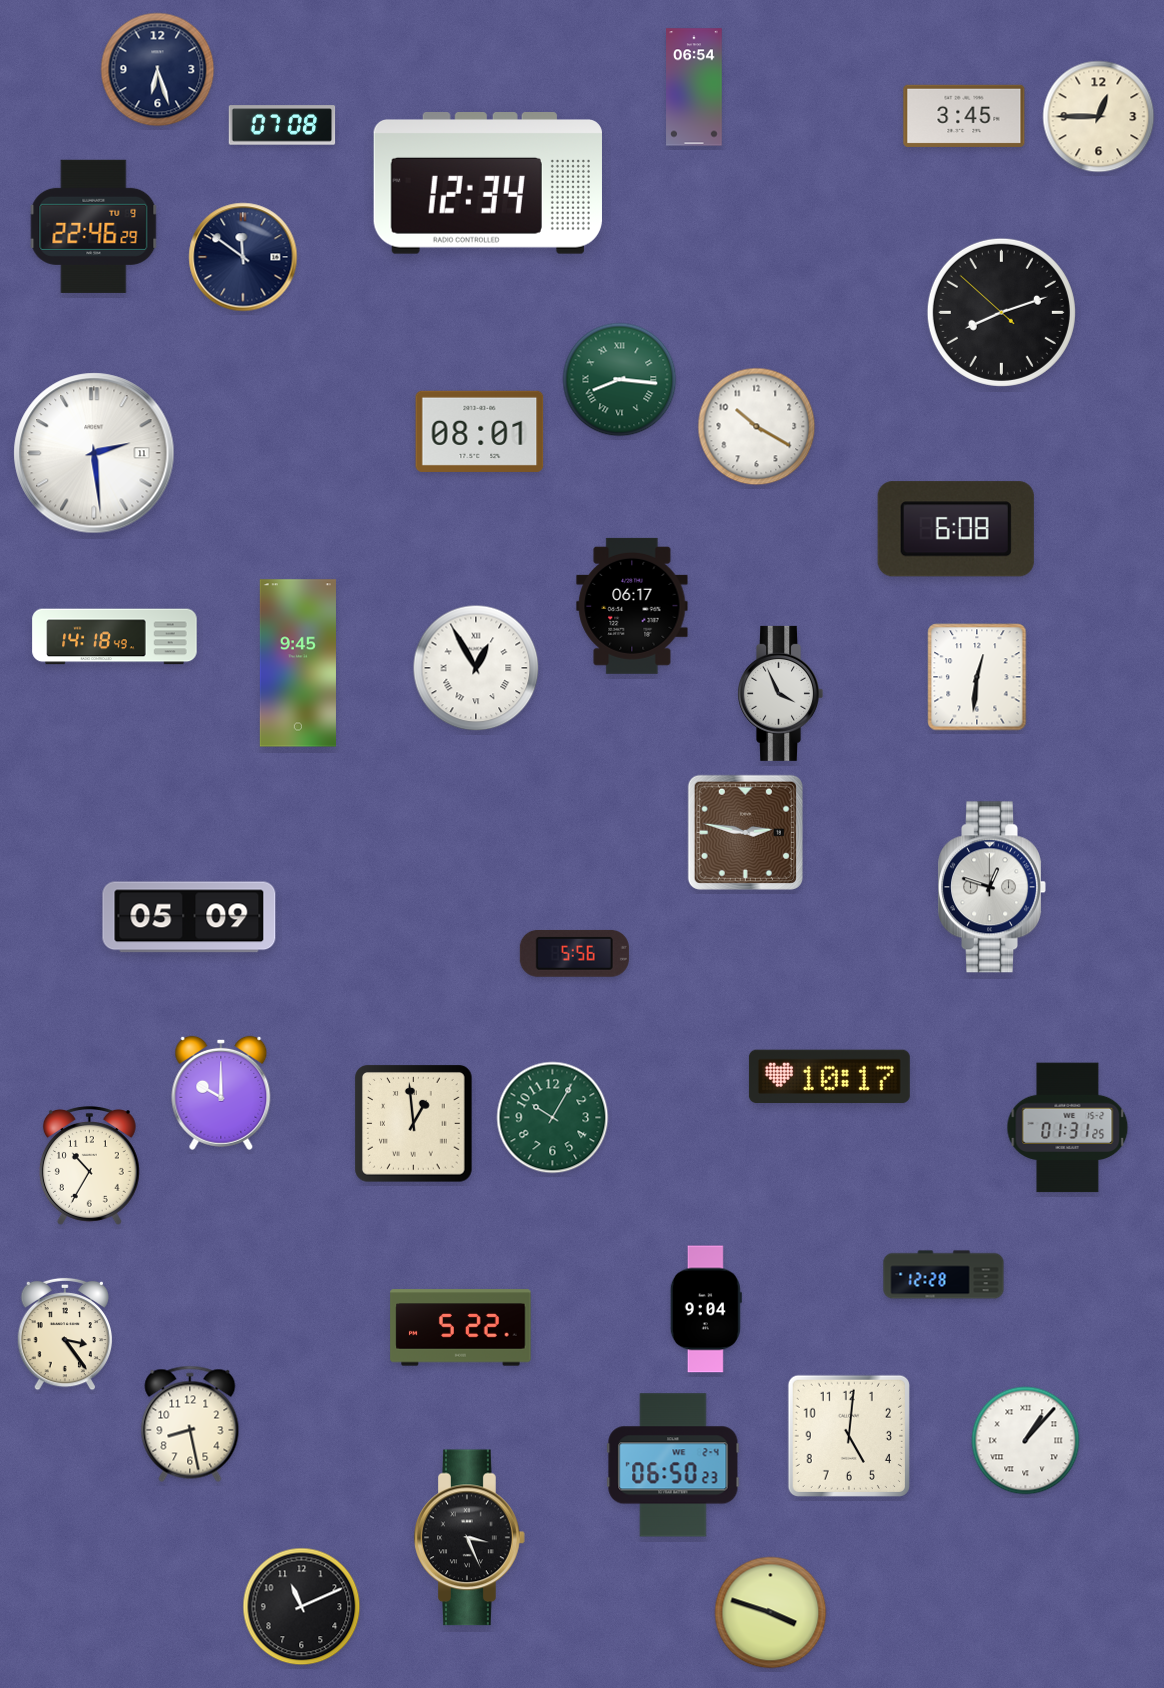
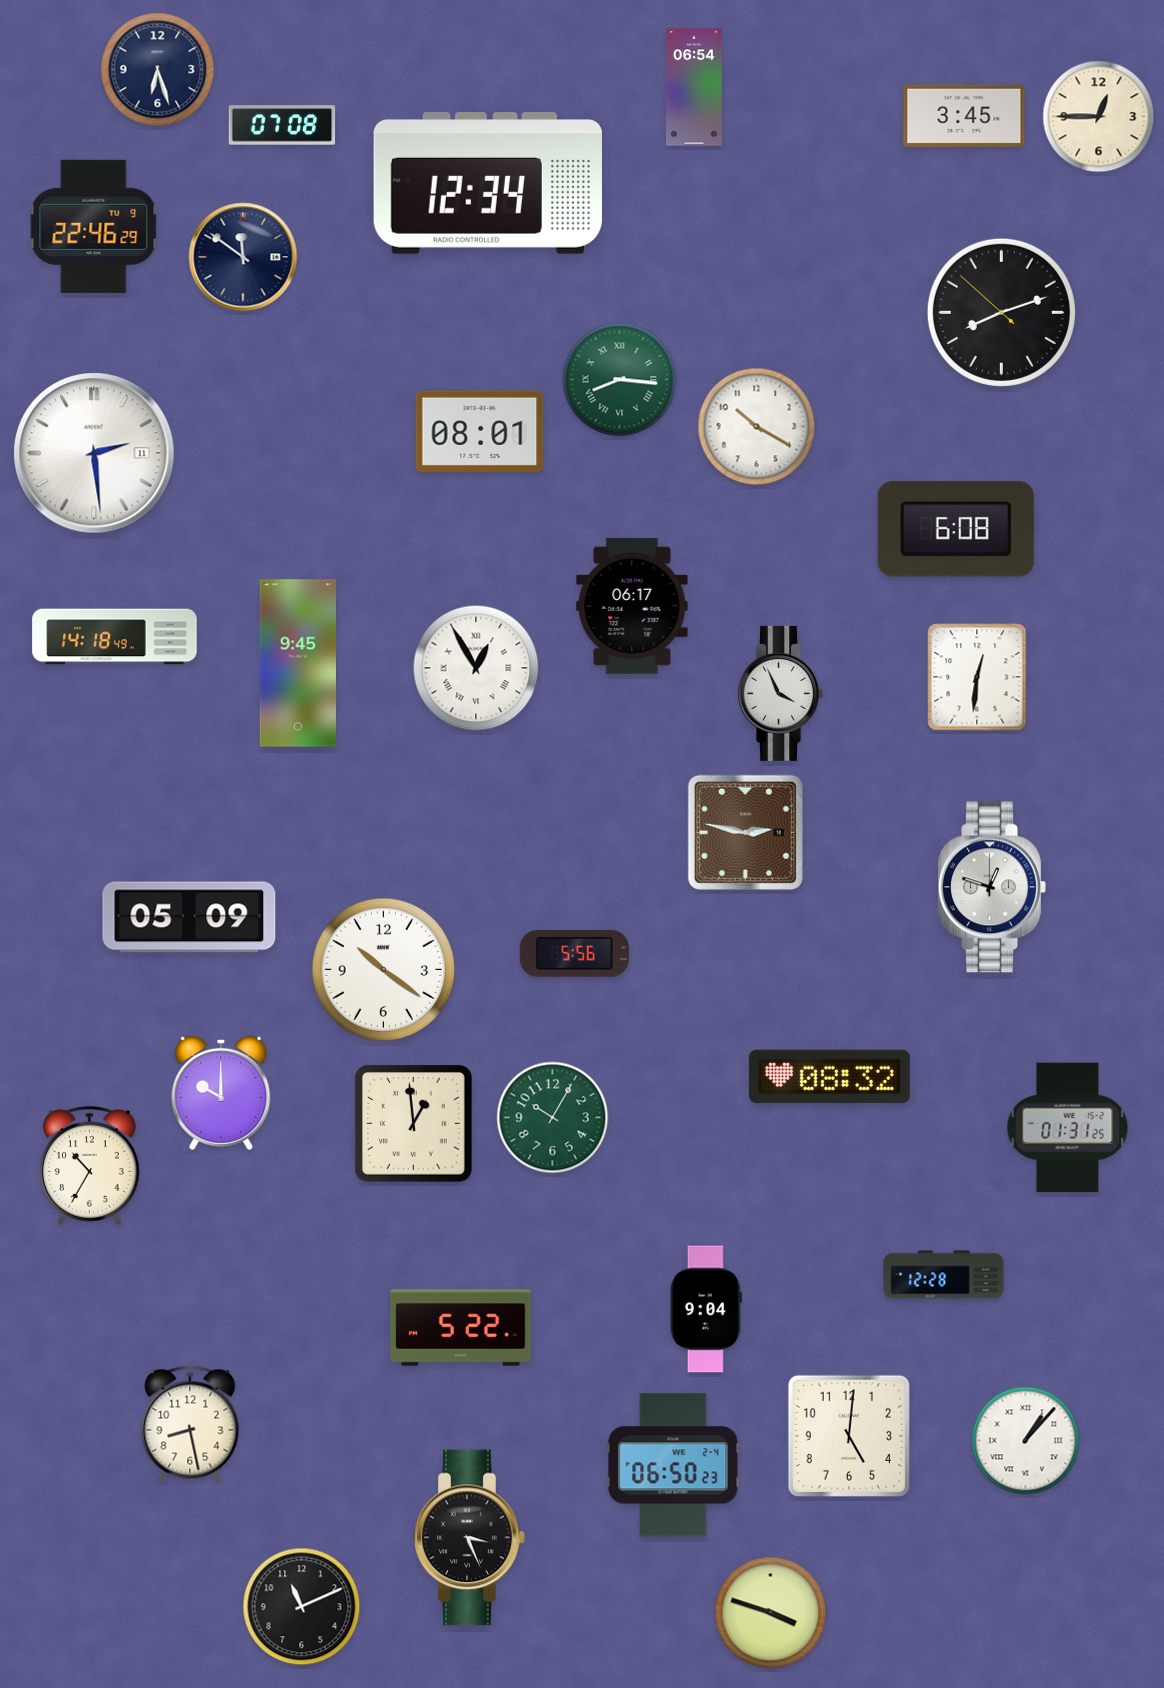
clock at (383, 969): none -> 10:21
clock at (829, 1077): 10:17 -> 08:32
clock at (65, 1334): 3:24 -> none
